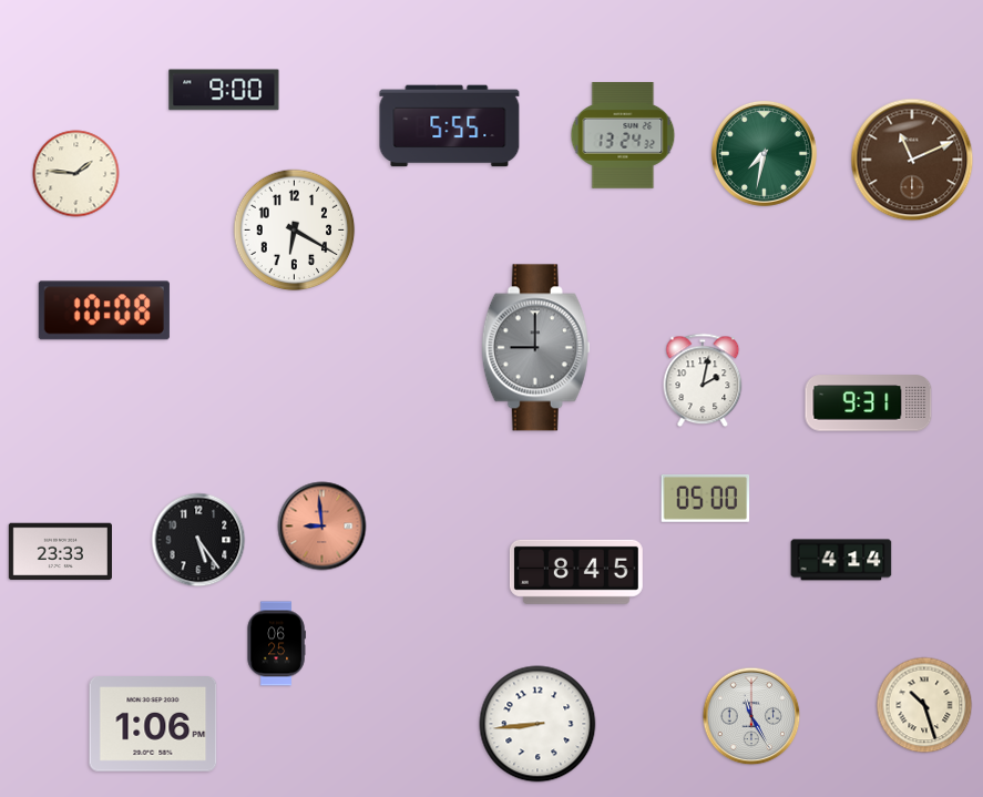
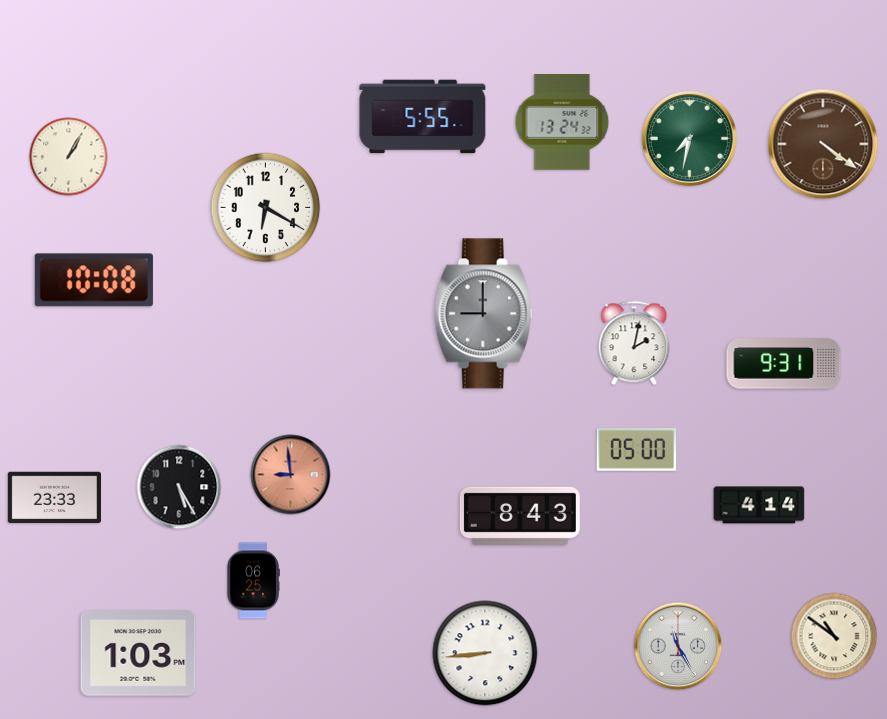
clock at (224, 90): 9:00 -> none
clock at (450, 126) position: (450, 126) -> (423, 117)
clock at (912, 160): 11:11 -> 4:21
clock at (76, 174): 1:46 -> 1:05
clock at (198, 540): 5:24 -> 5:25
clock at (576, 572): 8:45 -> 8:43
clock at (276, 644) position: (276, 644) -> (253, 581)
clock at (924, 705): 10:27 -> 10:51
clock at (153, 725): 1:06 -> 1:03
